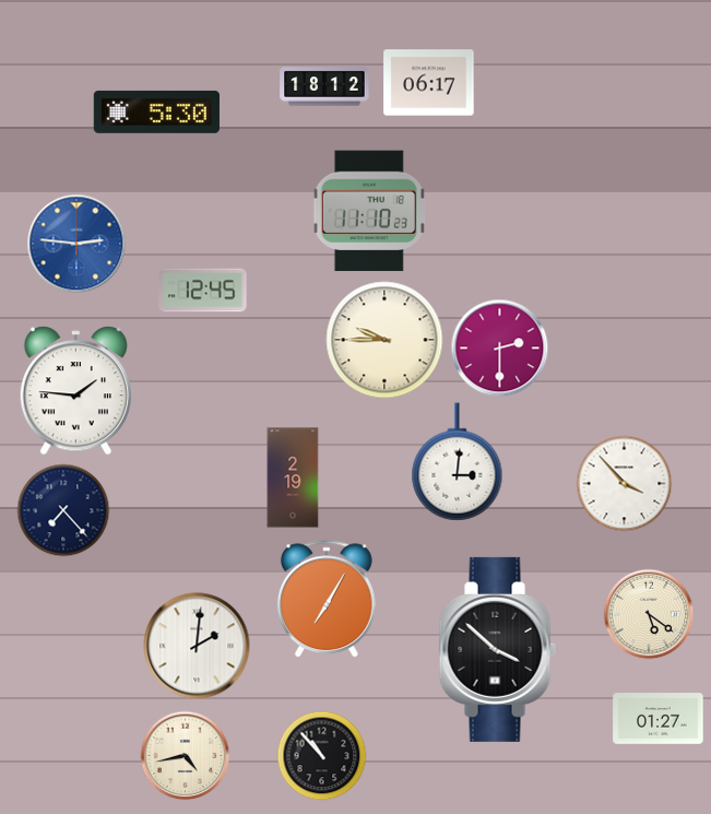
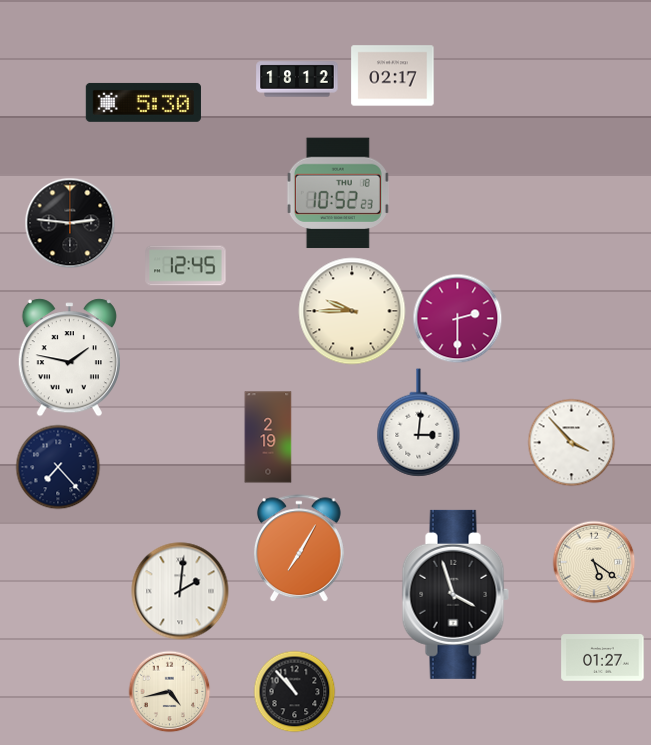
clock at (429, 83): 06:17 -> 02:17
clock at (369, 211): 11:10 -> 10:52
clock at (76, 244) dial: blue -> black
clock at (75, 391): 1:46 -> 1:47
clock at (497, 649): 3:52 -> 3:57
